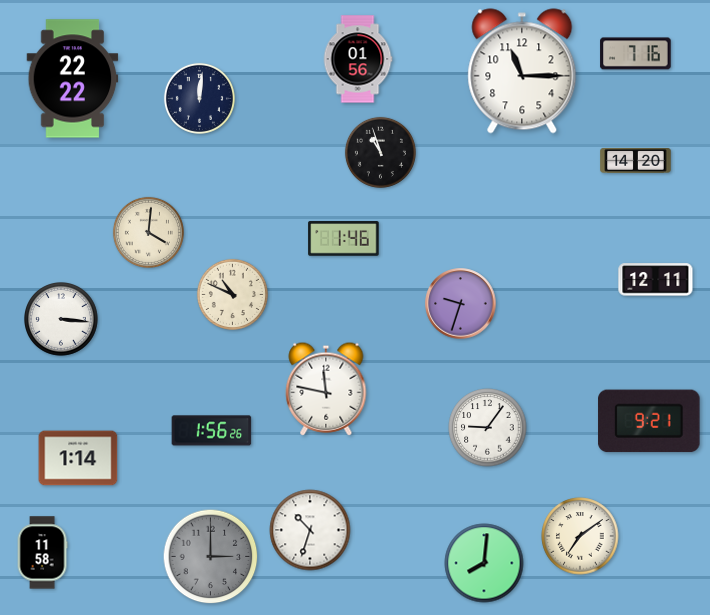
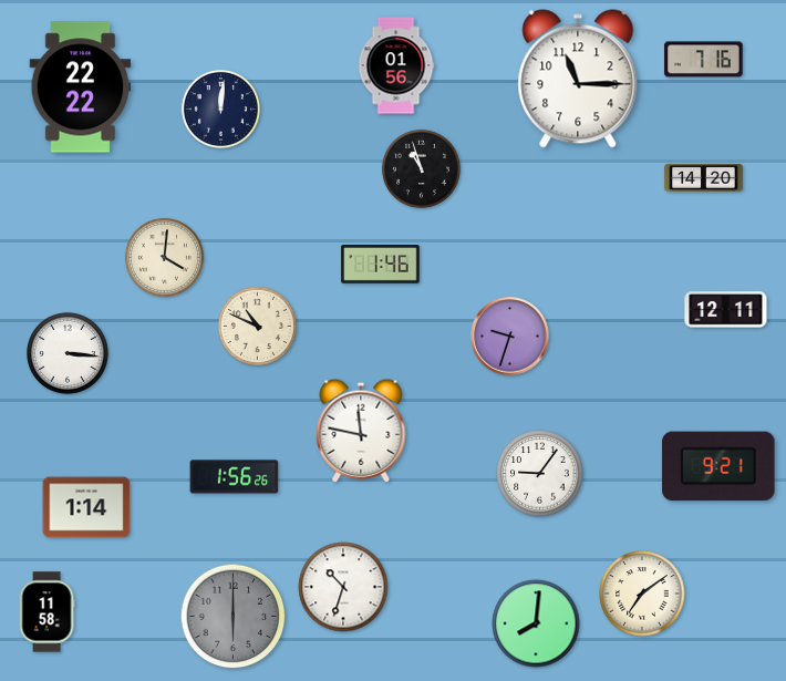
clock at (211, 557): 3:00 -> 6:00
